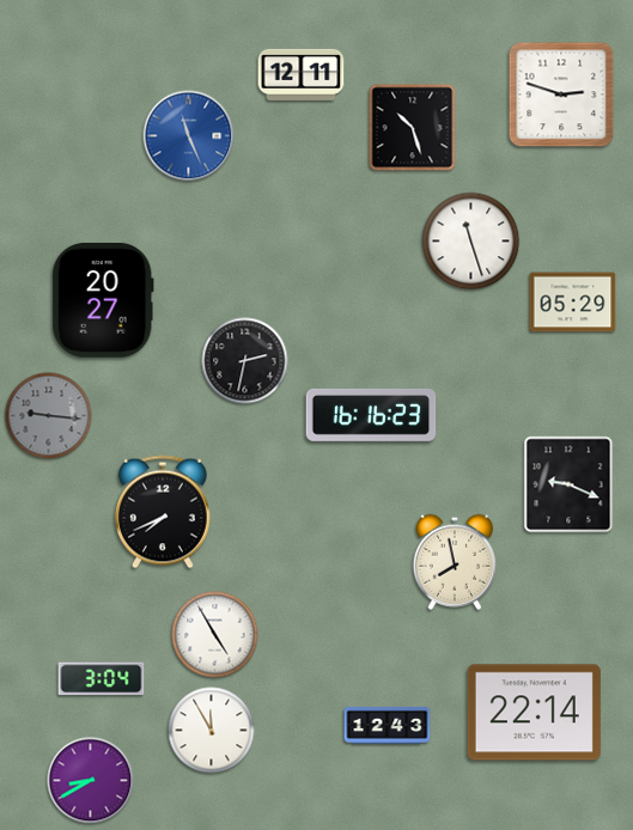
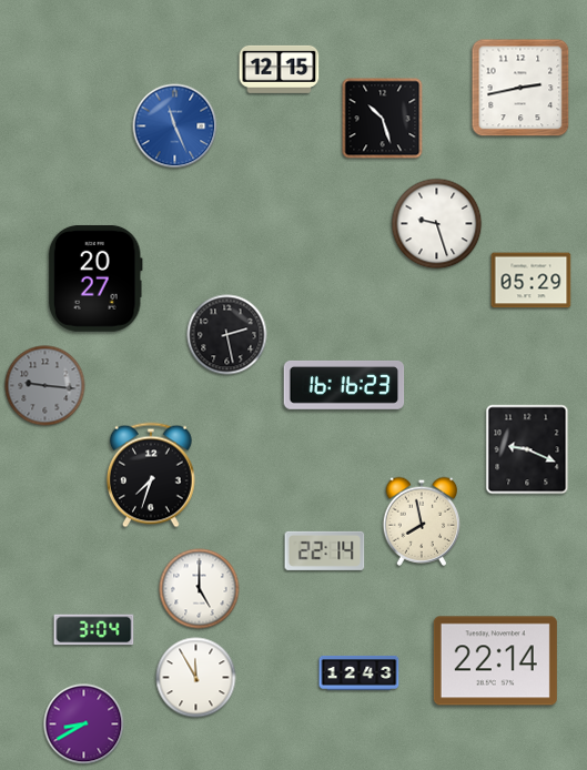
clock at (302, 74): 12:11 -> 12:15
clock at (561, 94): 2:48 -> 2:43
clock at (471, 242): 11:27 -> 9:27
clock at (245, 361): 2:32 -> 2:28
clock at (163, 512): 7:41 -> 7:33
clock at (325, 550): none -> 22:14
clock at (215, 635): 4:55 -> 5:00
